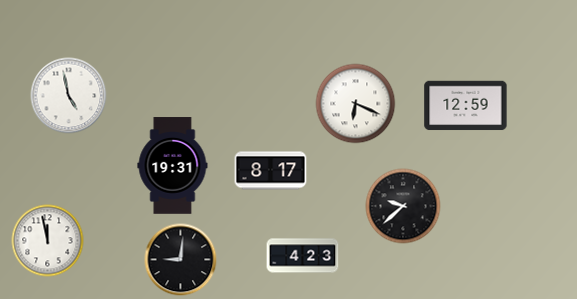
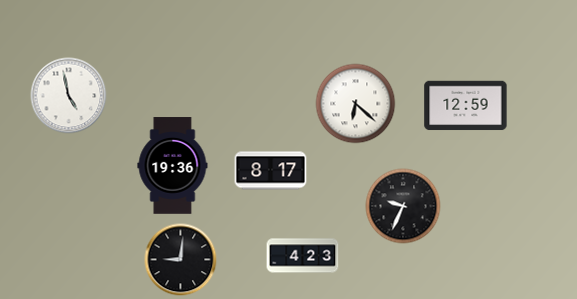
clock at (356, 104): 6:19 -> 6:22
clock at (173, 166): 19:31 -> 19:36
clock at (403, 206): 9:38 -> 9:34
clock at (48, 241): 11:58 -> none
